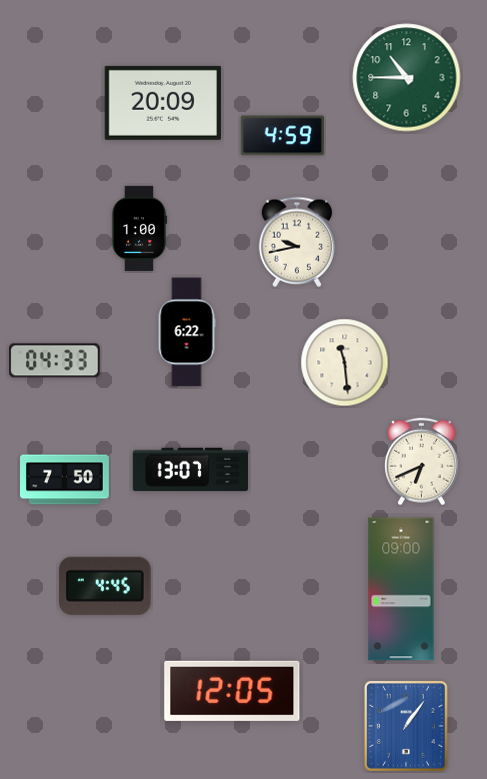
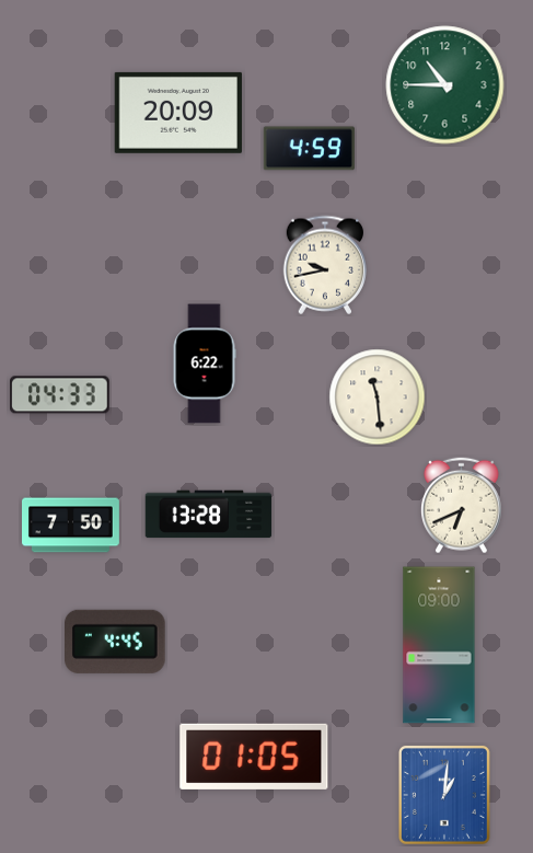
clock at (139, 228): 1:00 -> none
clock at (191, 470): 13:07 -> 13:28
clock at (232, 691): 12:05 -> 01:05
clock at (406, 726): 1:06 -> 1:01
